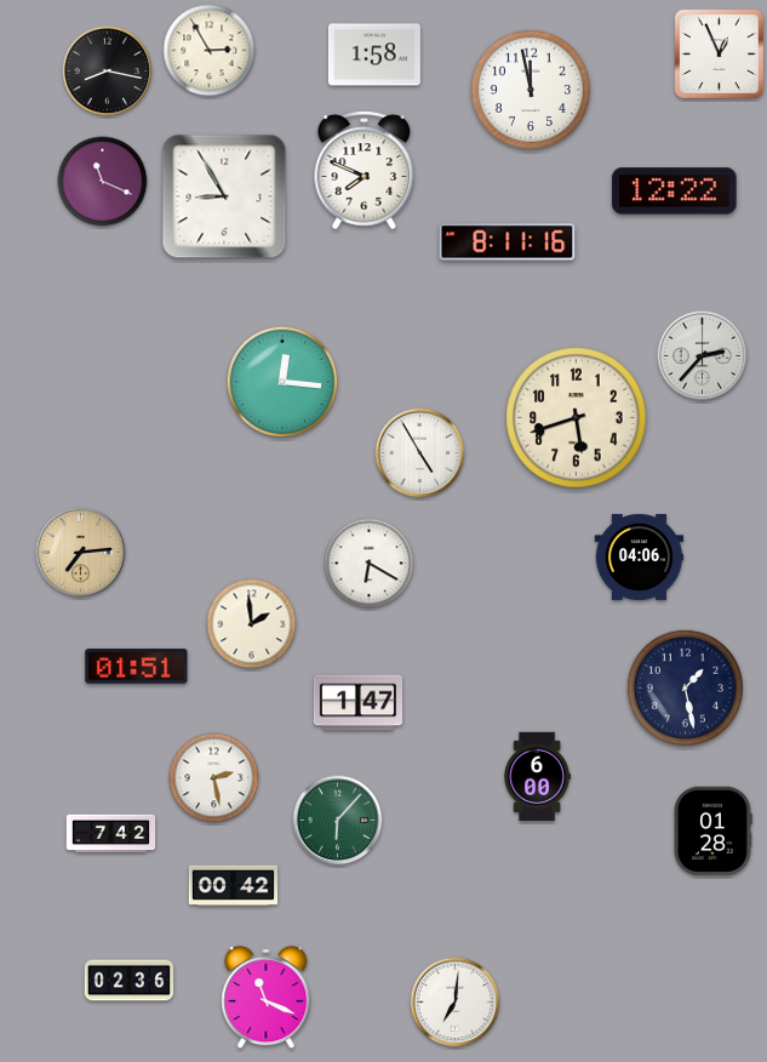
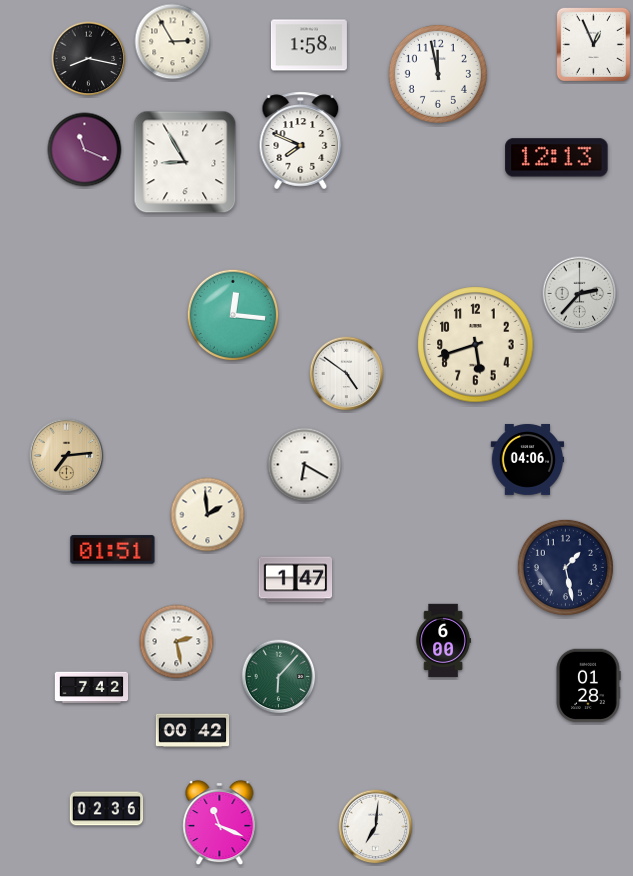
clock at (675, 192): 12:22 -> 12:13
clock at (508, 242): 8:11 -> none
clock at (420, 453): 4:55 -> 4:51
